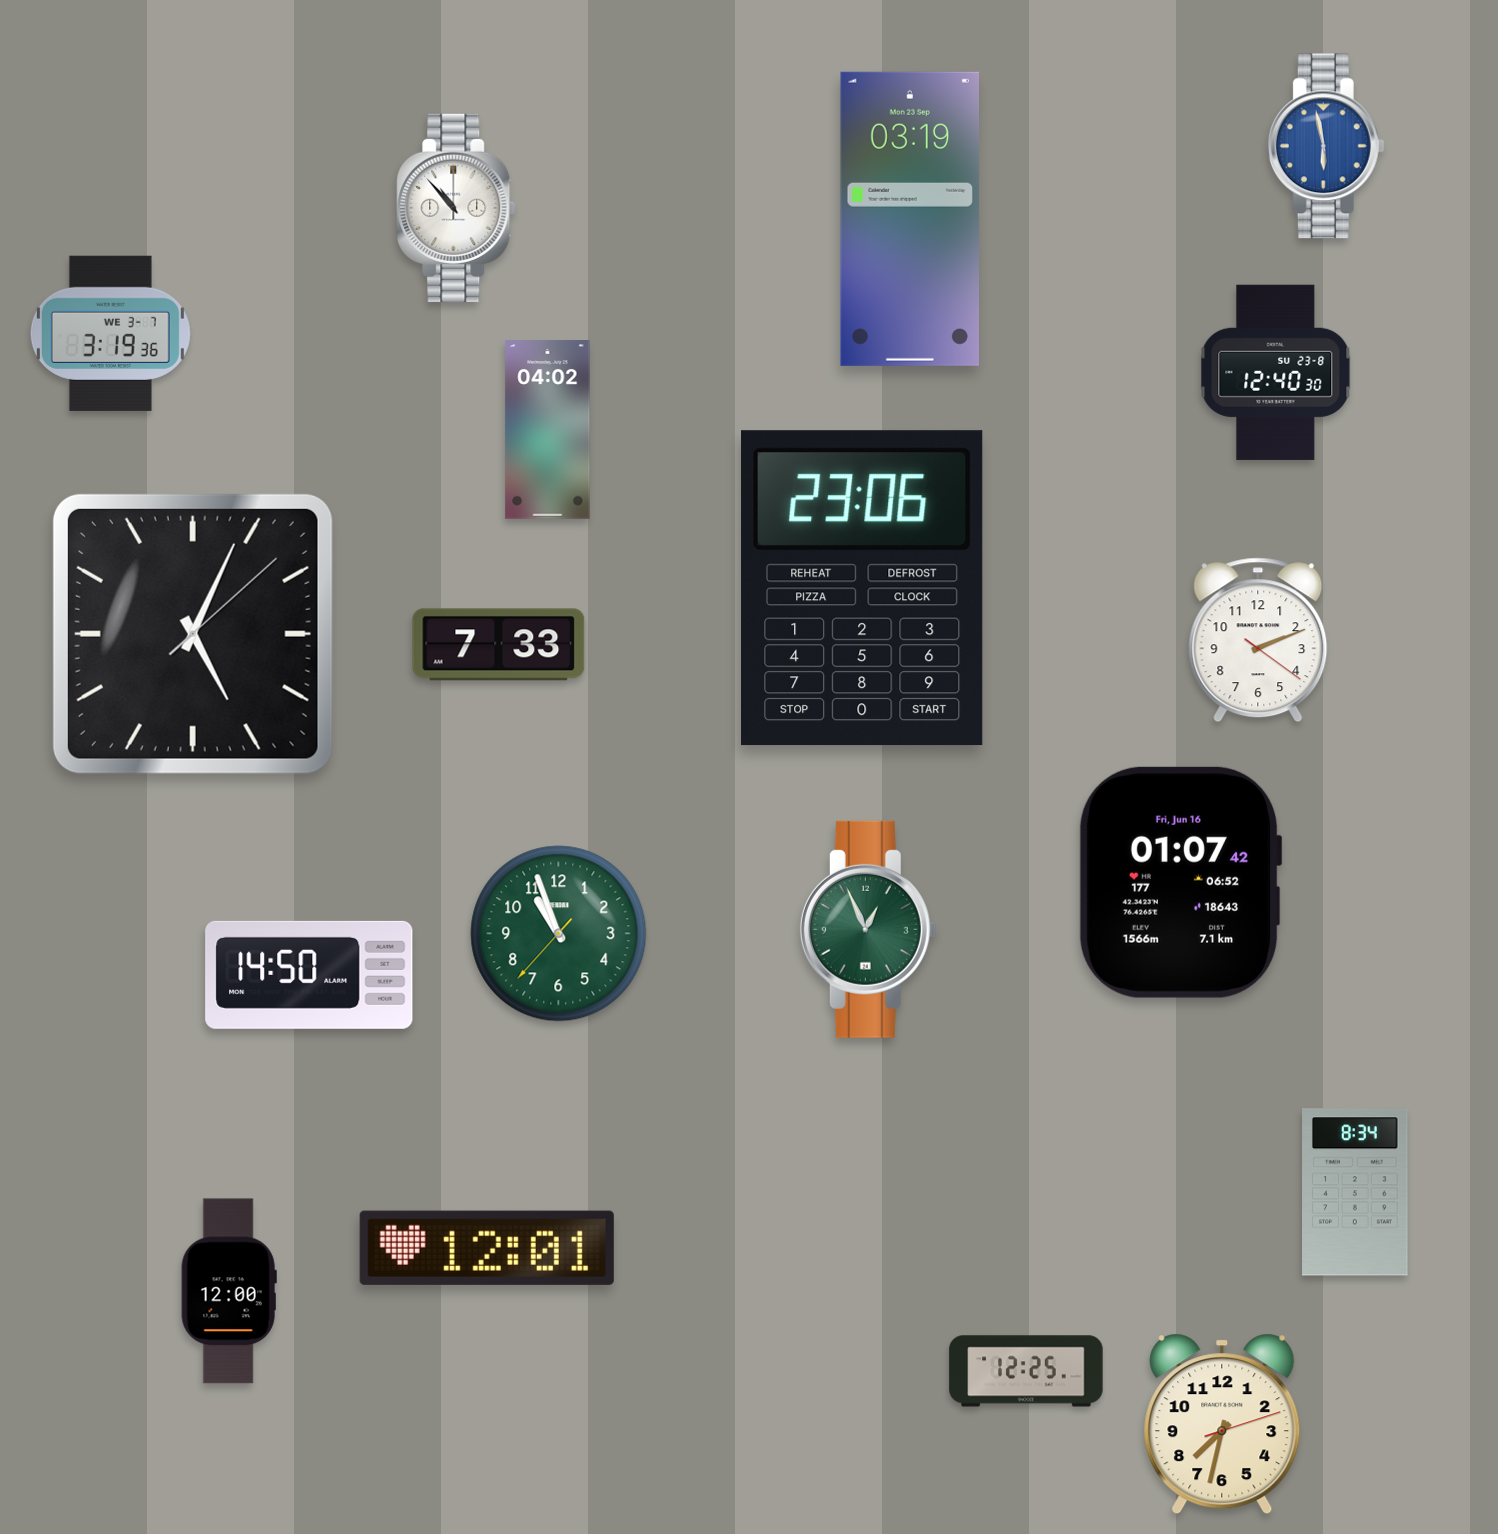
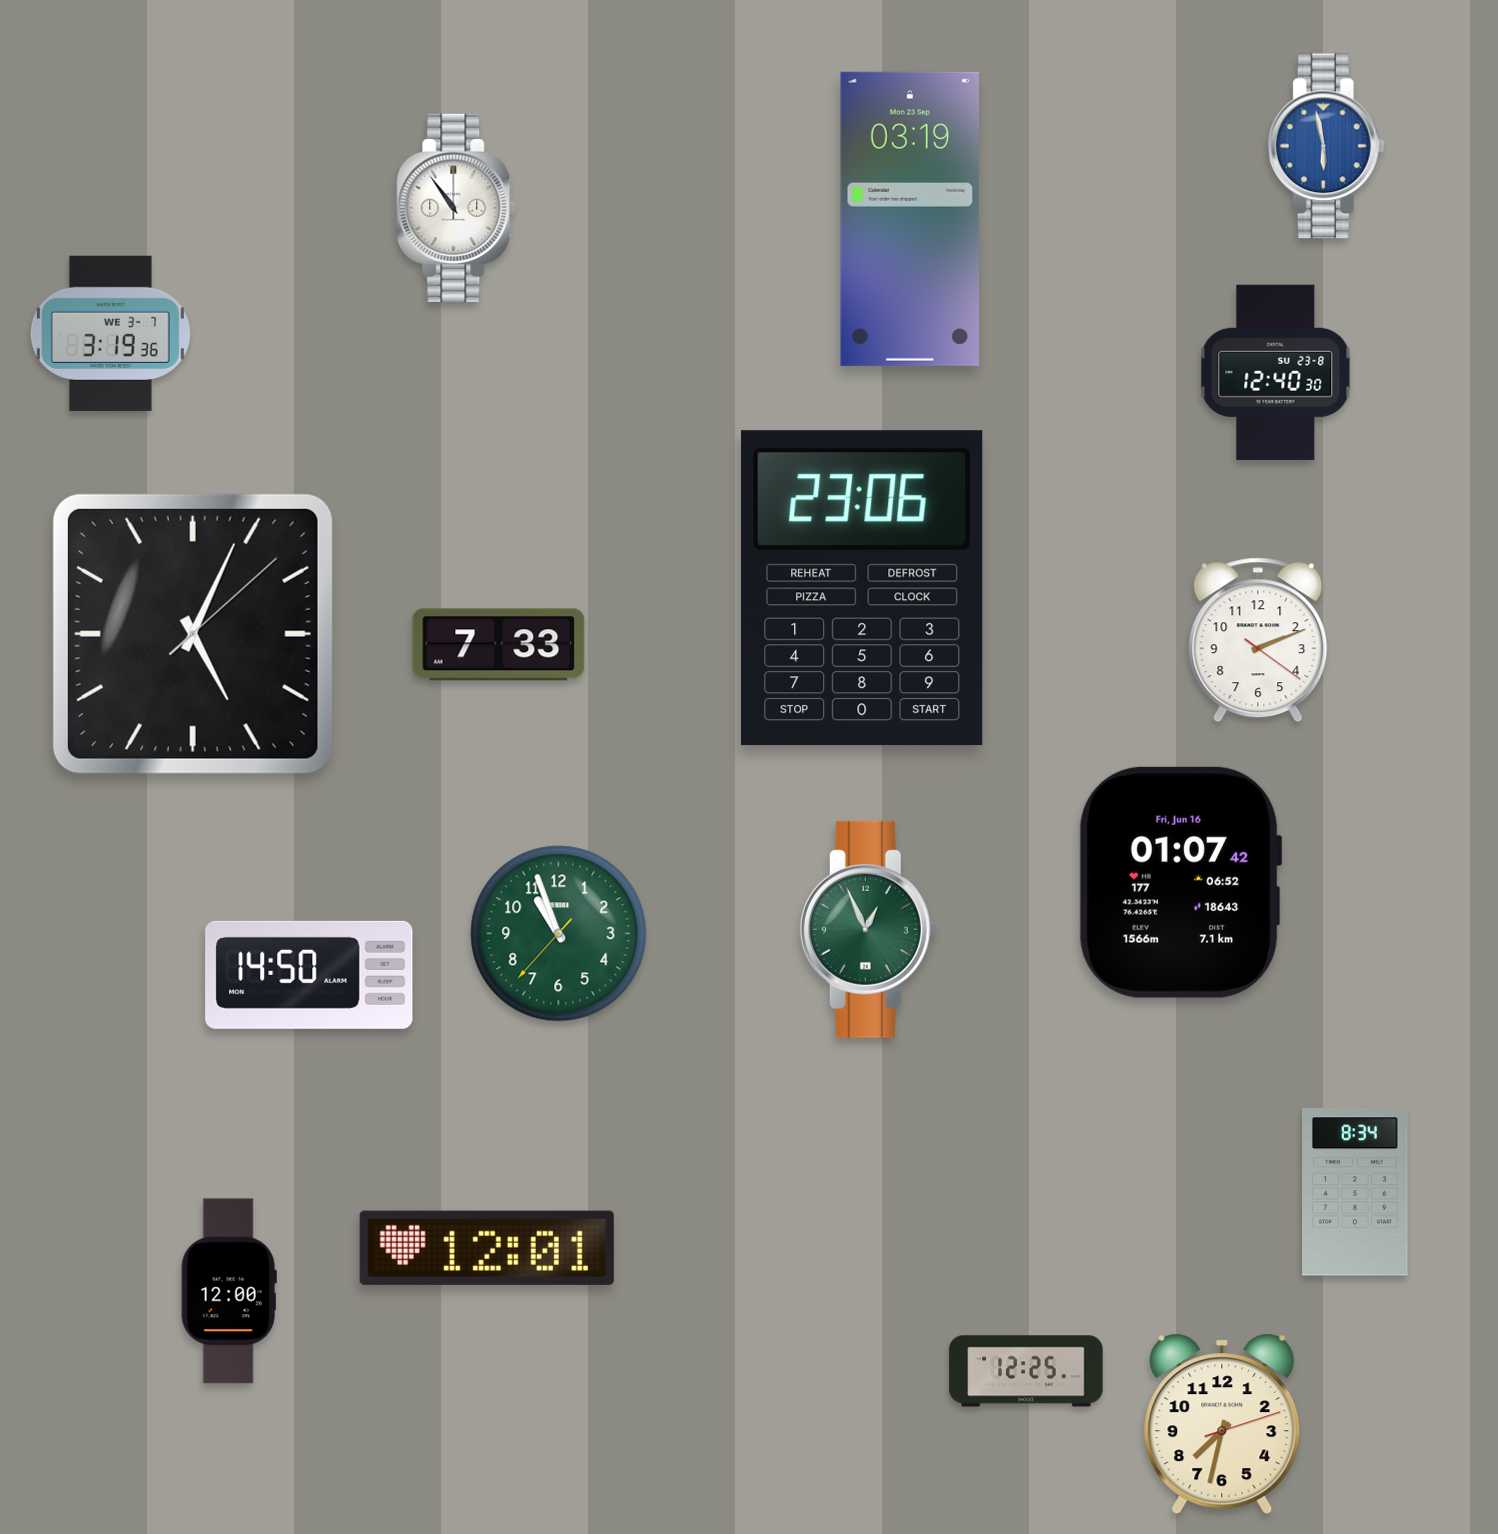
clock at (456, 208): 10:53 -> 10:54
clock at (548, 430): 04:02 -> none
